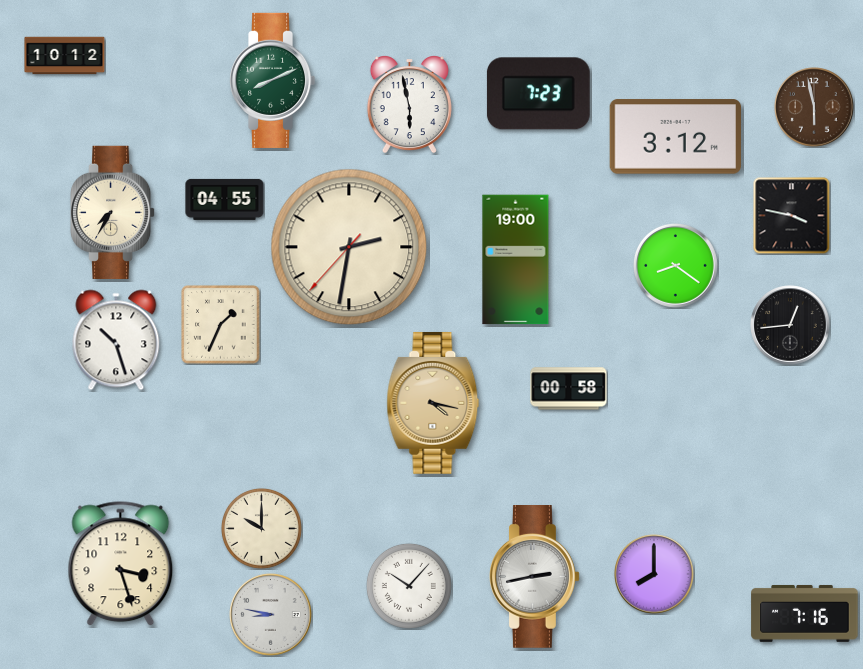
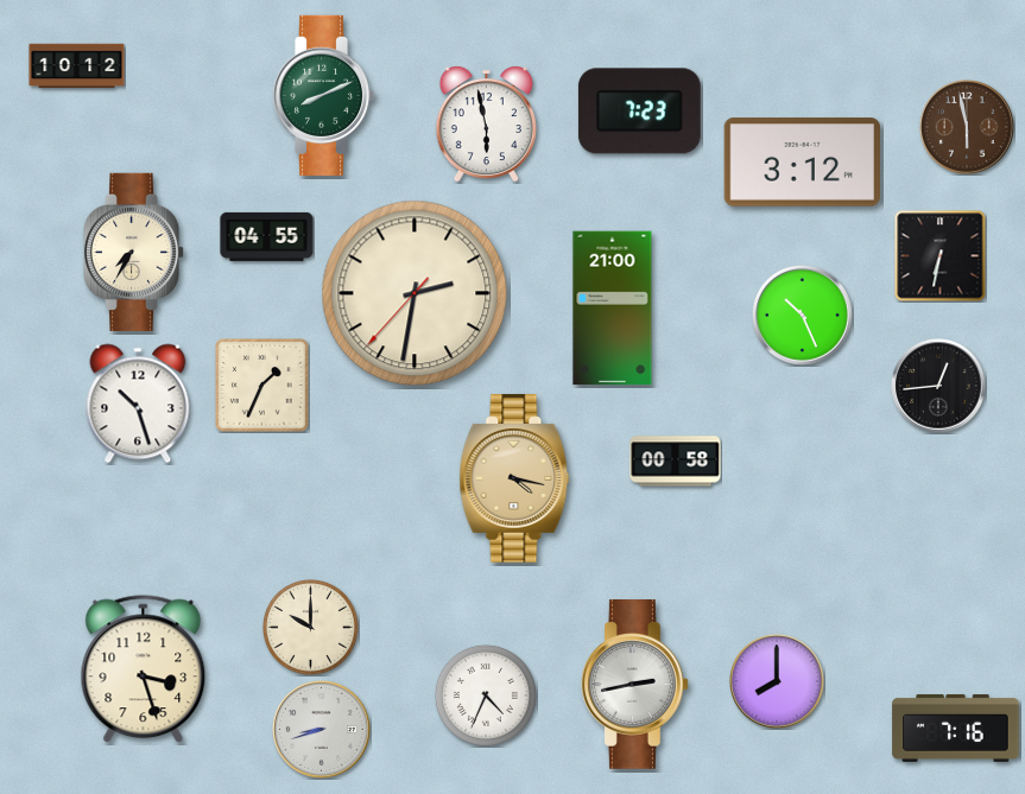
clock at (792, 216): 3:47 -> 6:32
clock at (516, 260): 19:00 -> 21:00
clock at (676, 266): 8:21 -> 10:26
clock at (409, 586): 10:07 -> 4:34
clock at (271, 615): 8:47 -> 8:42
